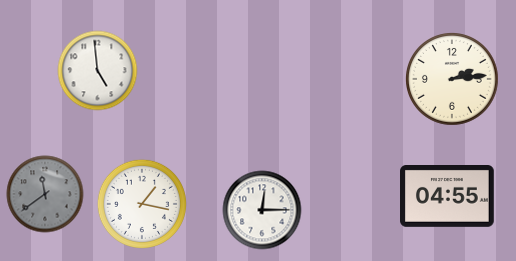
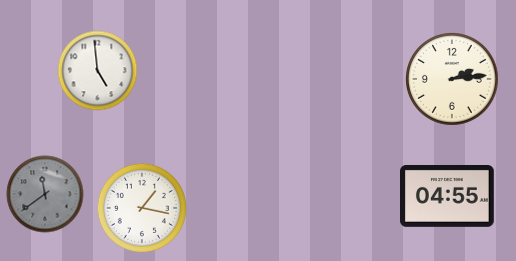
clock at (142, 204) position: (142, 204) -> (142, 208)
clock at (262, 210): 12:15 -> none
